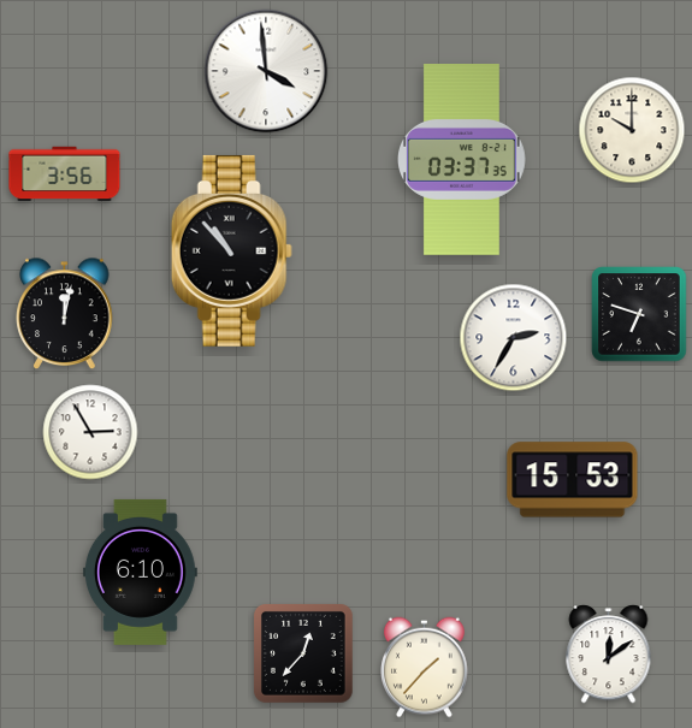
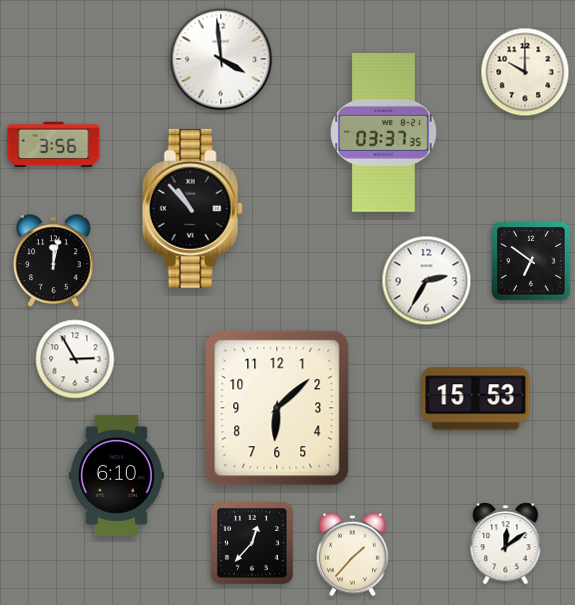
clock at (632, 130) position: (632, 130) -> (525, 72)
clock at (639, 314): 6:48 -> 6:51
clock at (277, 408): none -> 6:08
